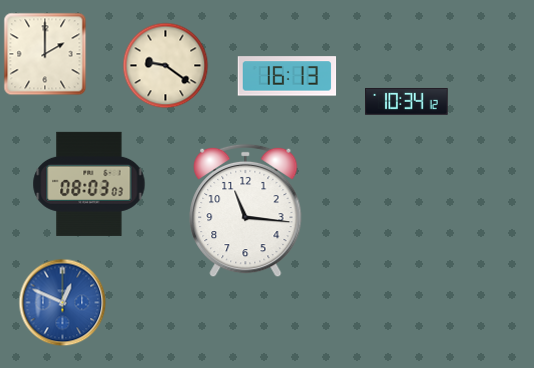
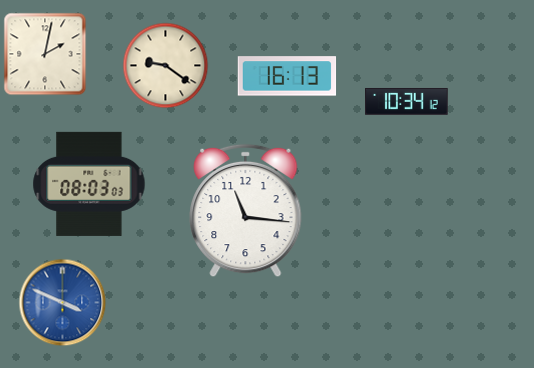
clock at (45, 54): 2:00 -> 2:02
clock at (63, 303): 12:49 -> 3:49
